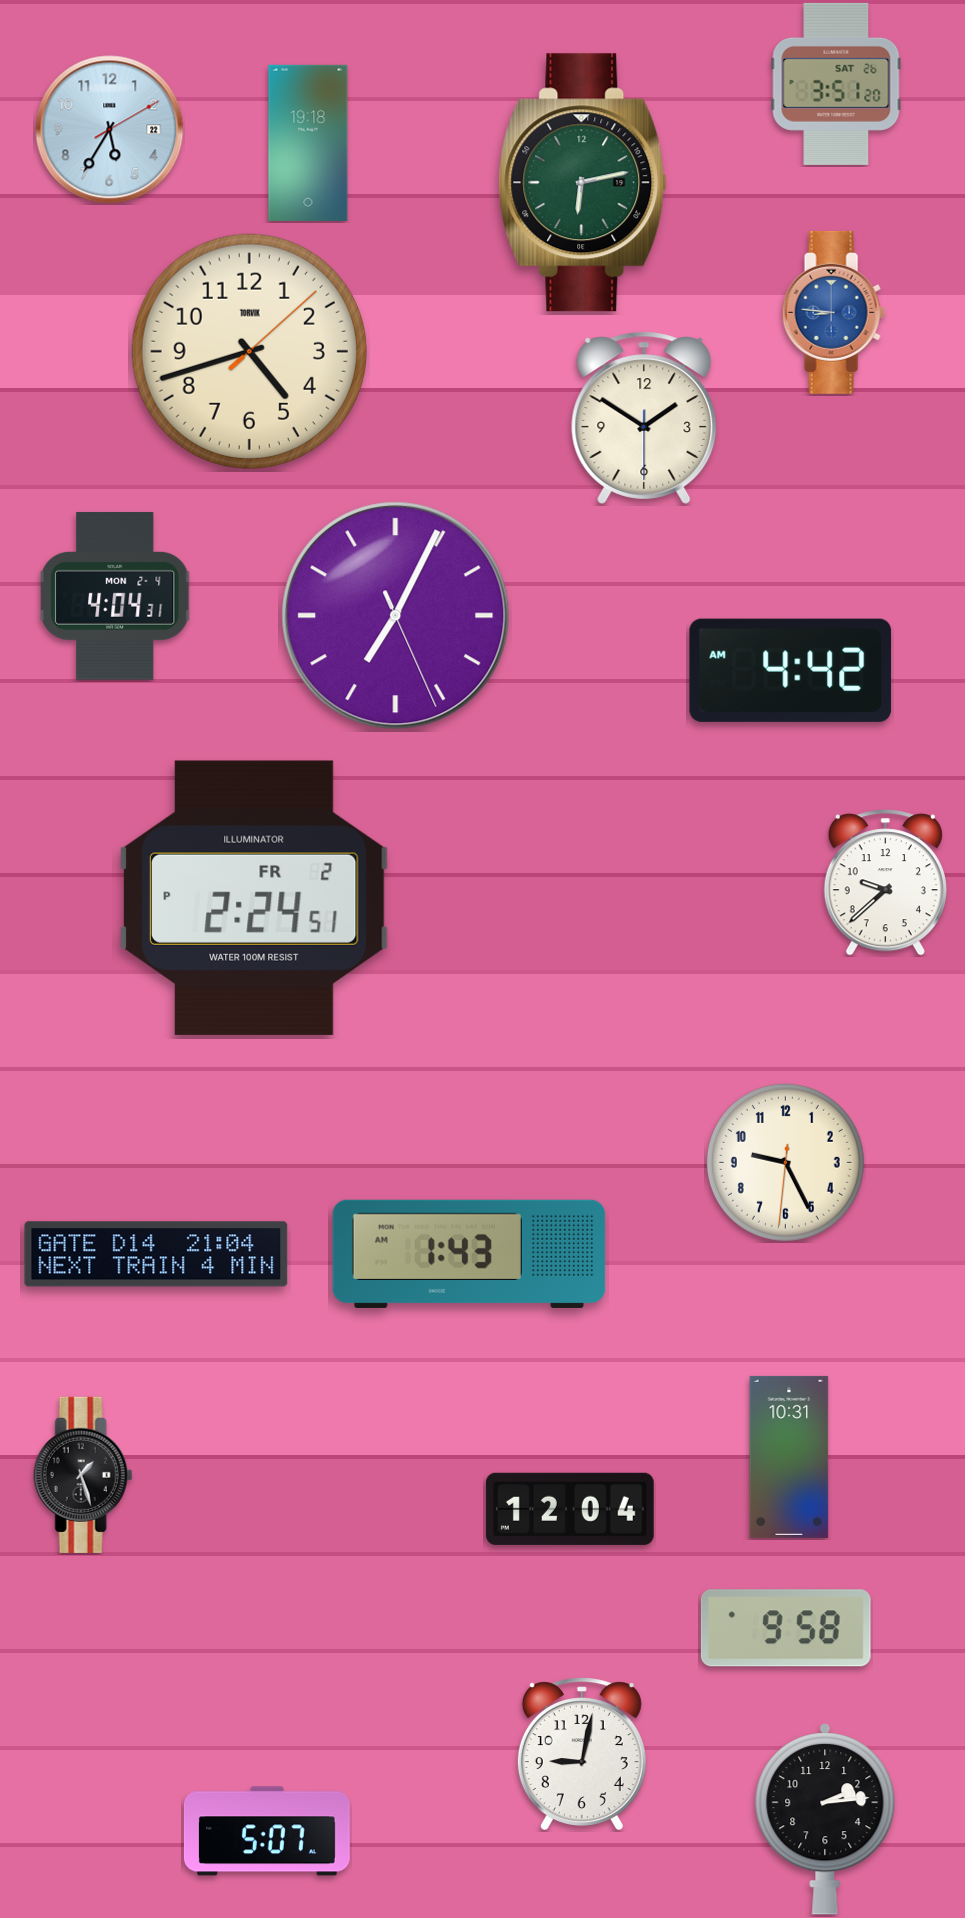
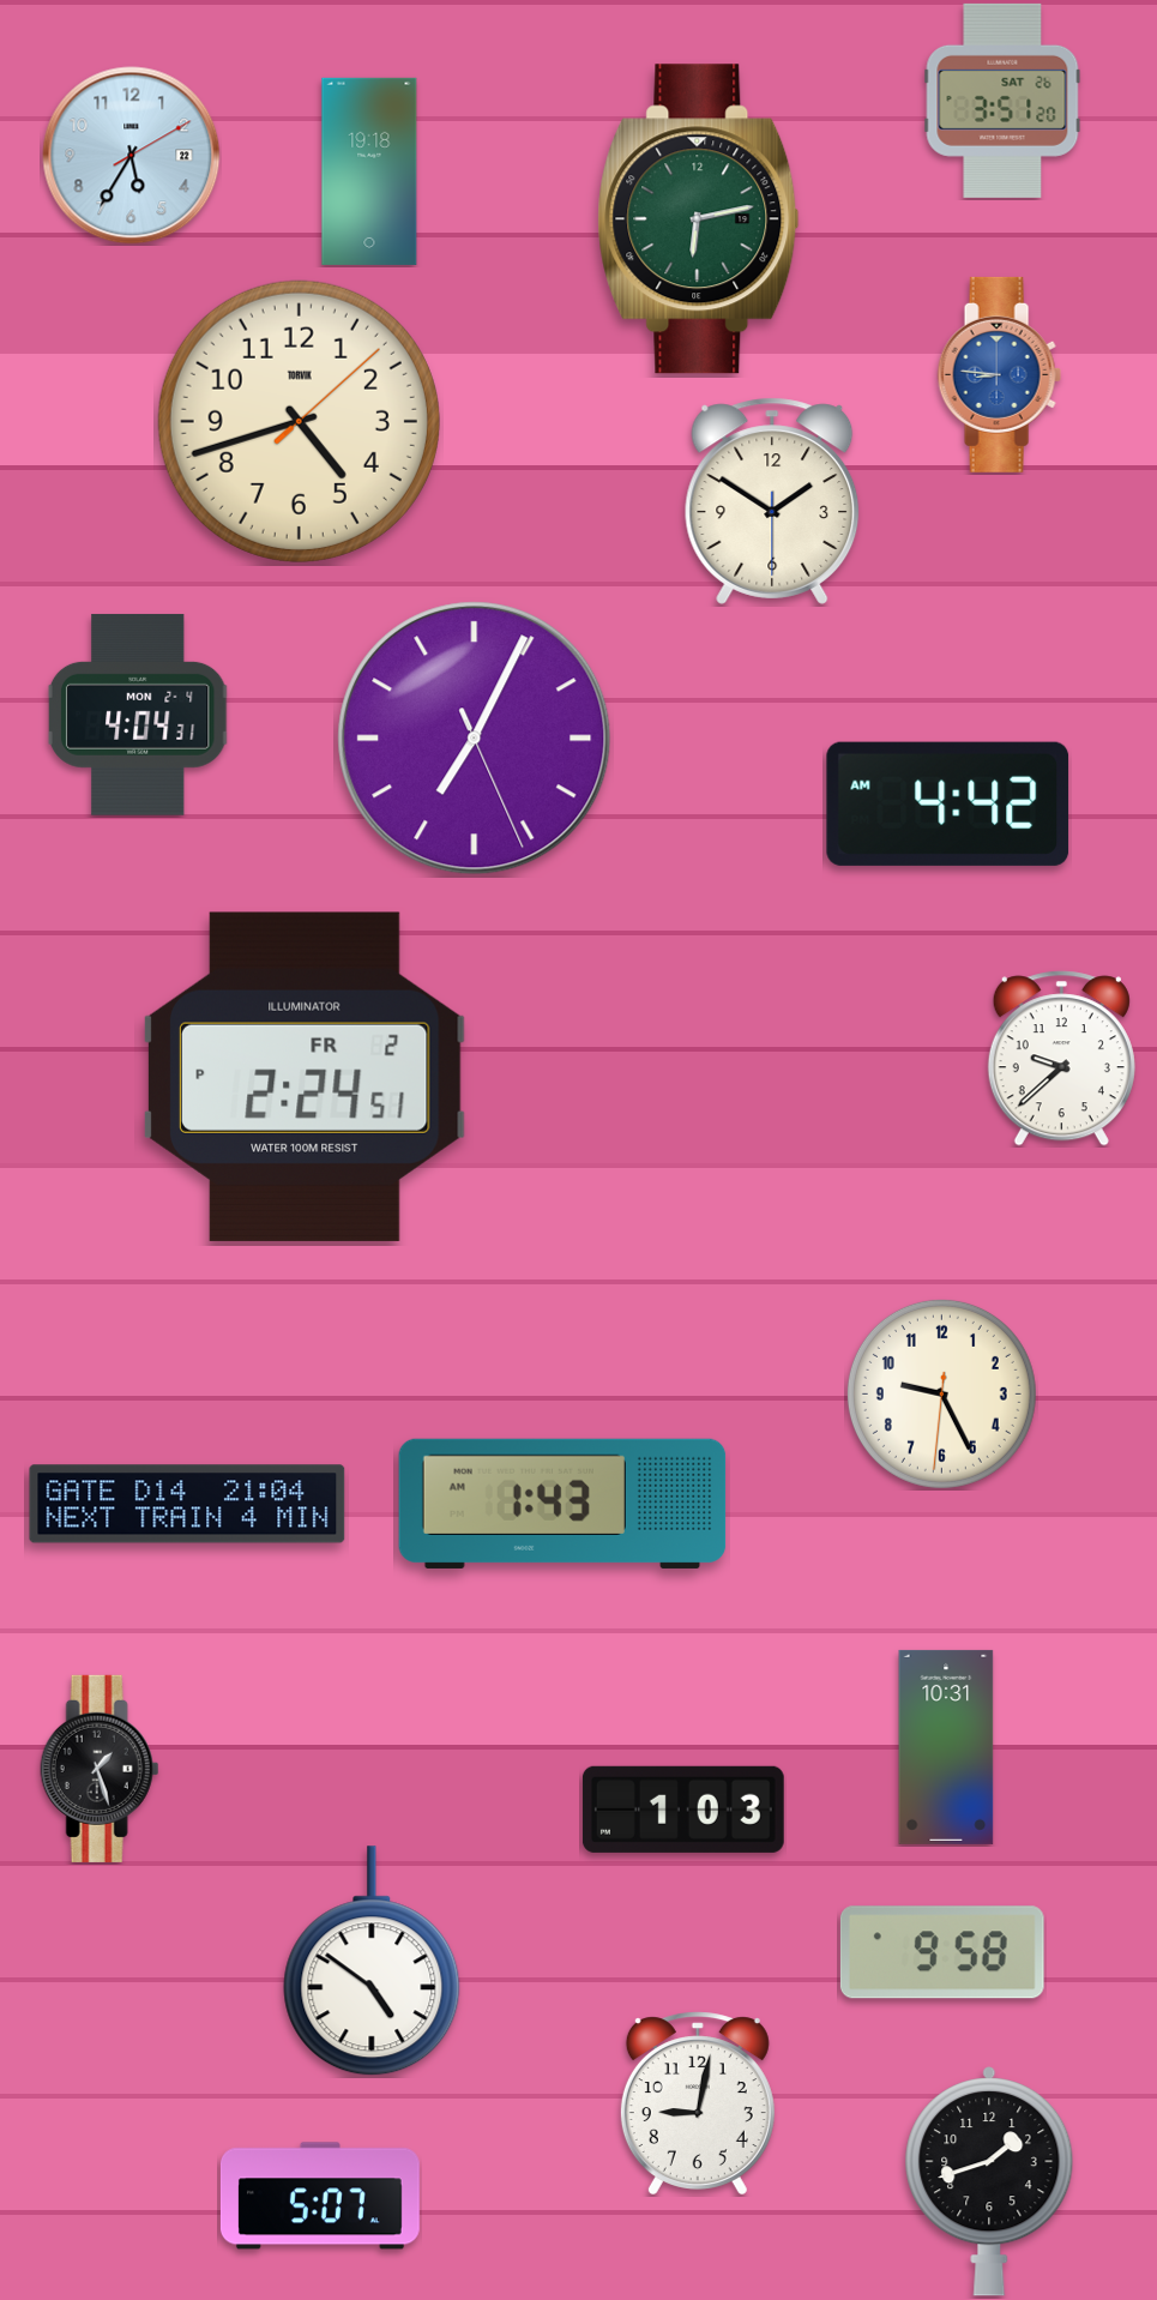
clock at (570, 1509): 12:04 -> 1:03
clock at (372, 1962): none -> 4:51
clock at (825, 1819): 2:14 -> 1:42
